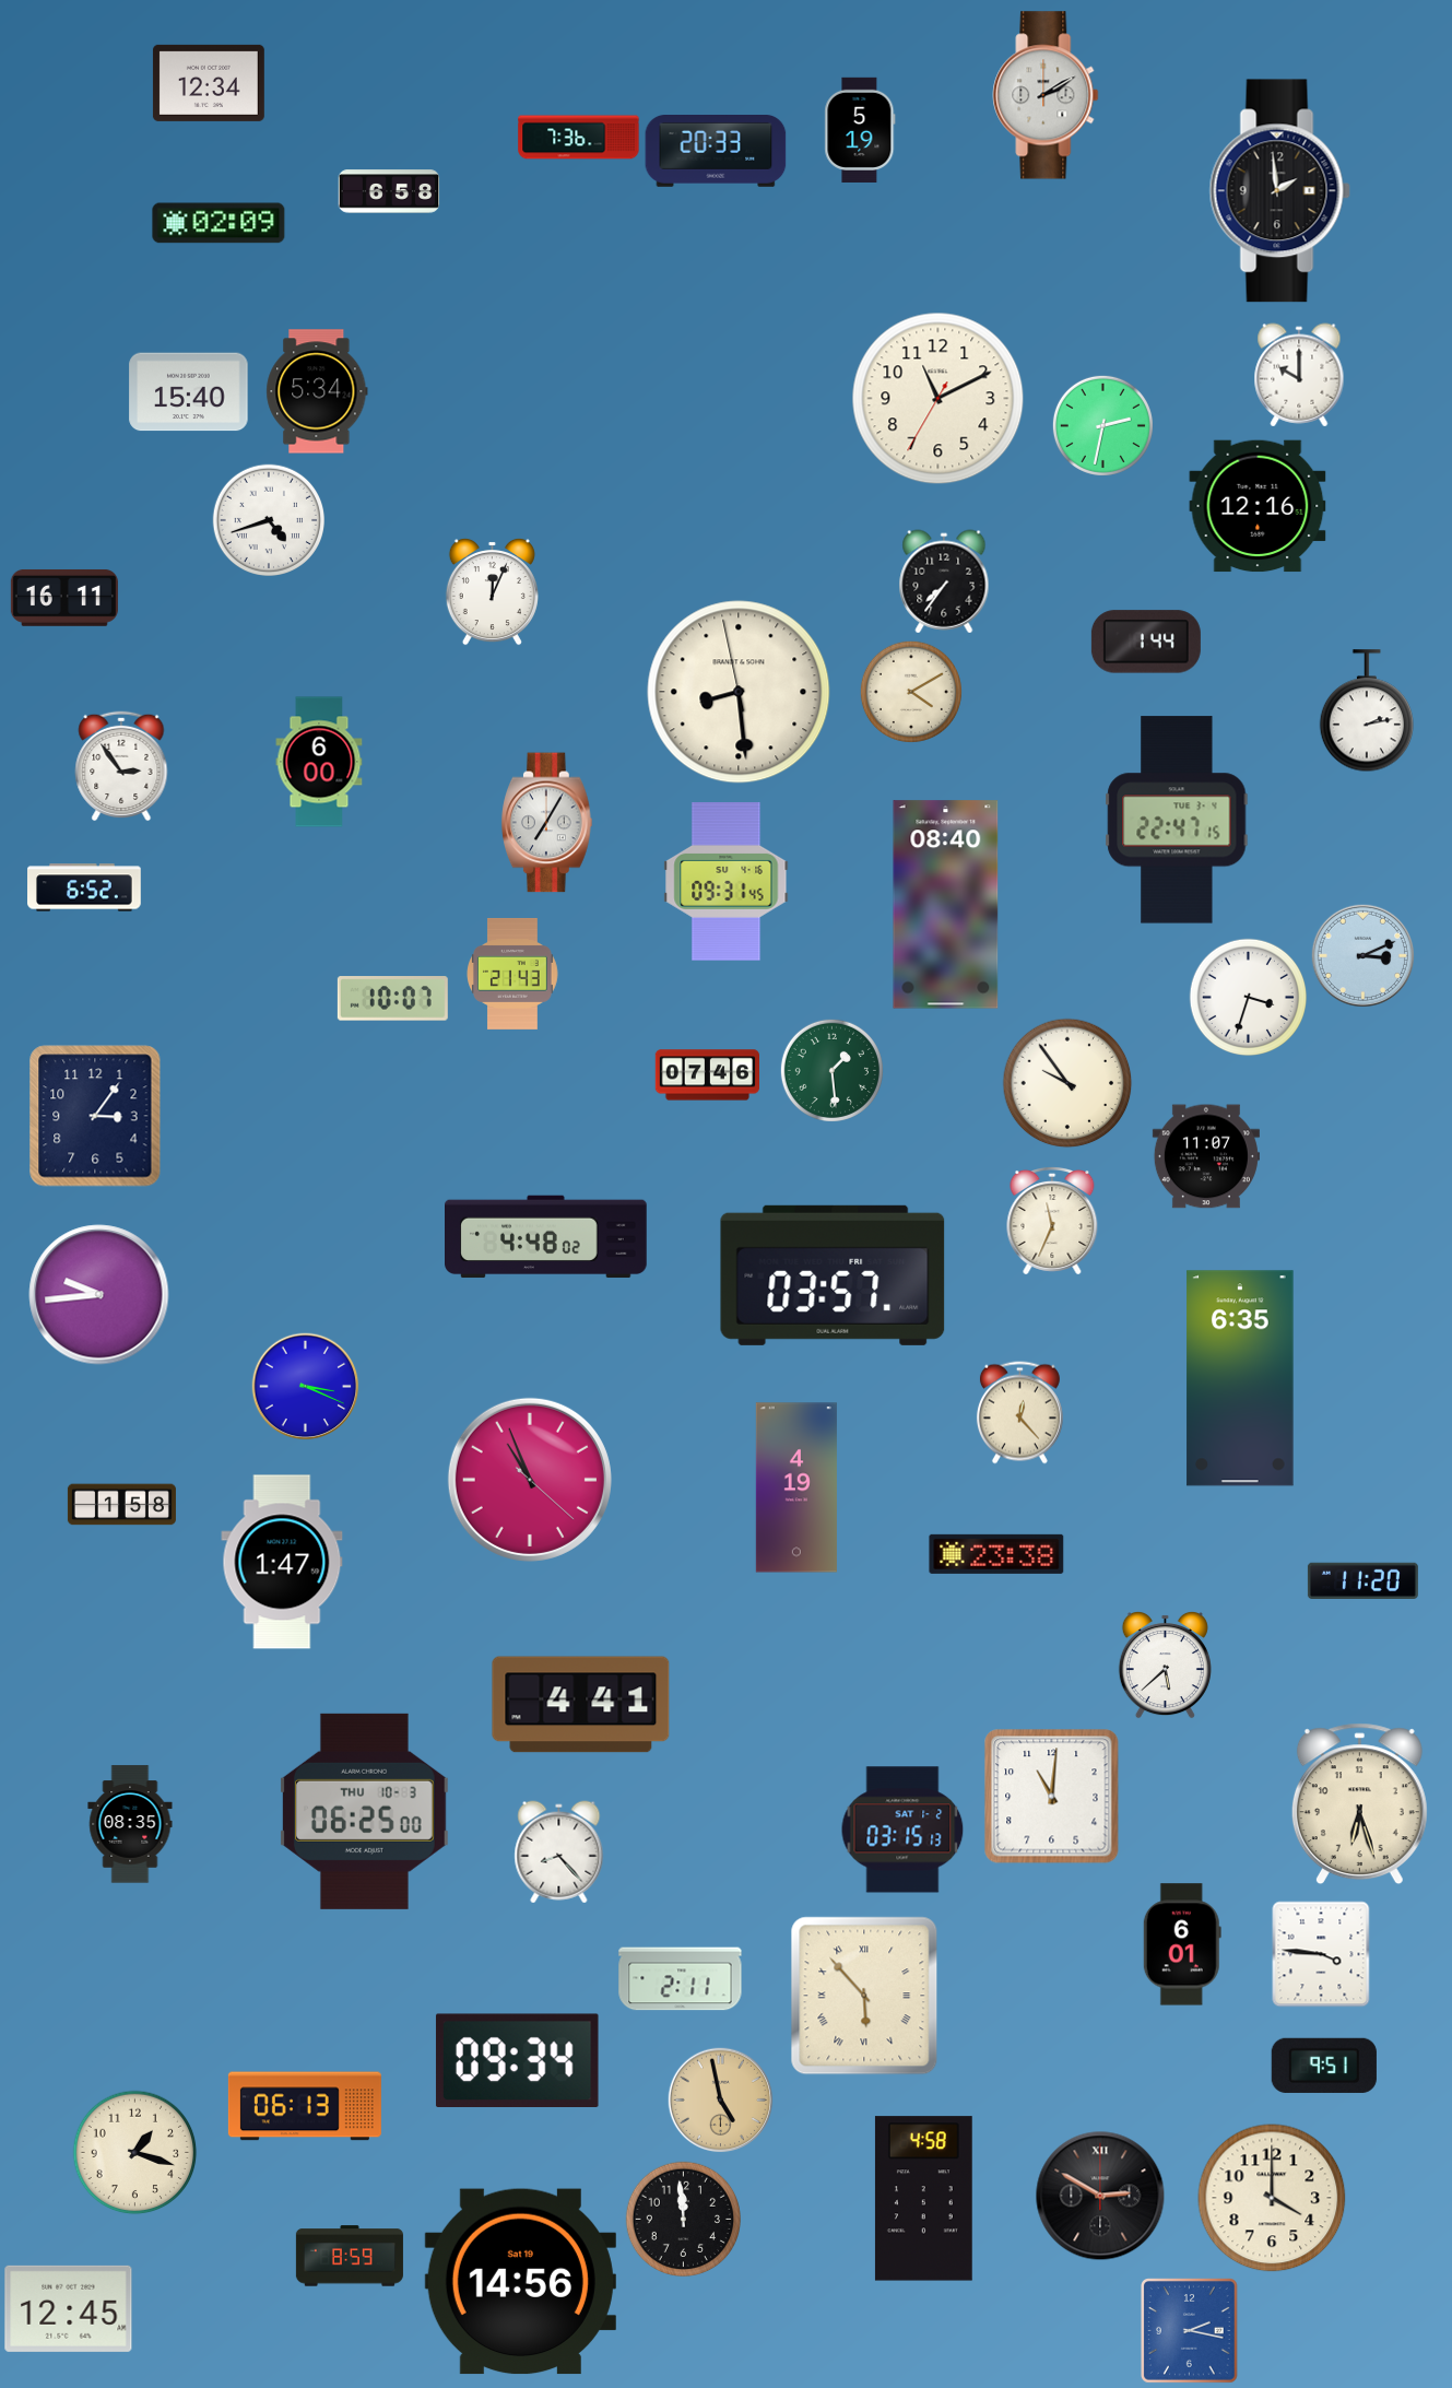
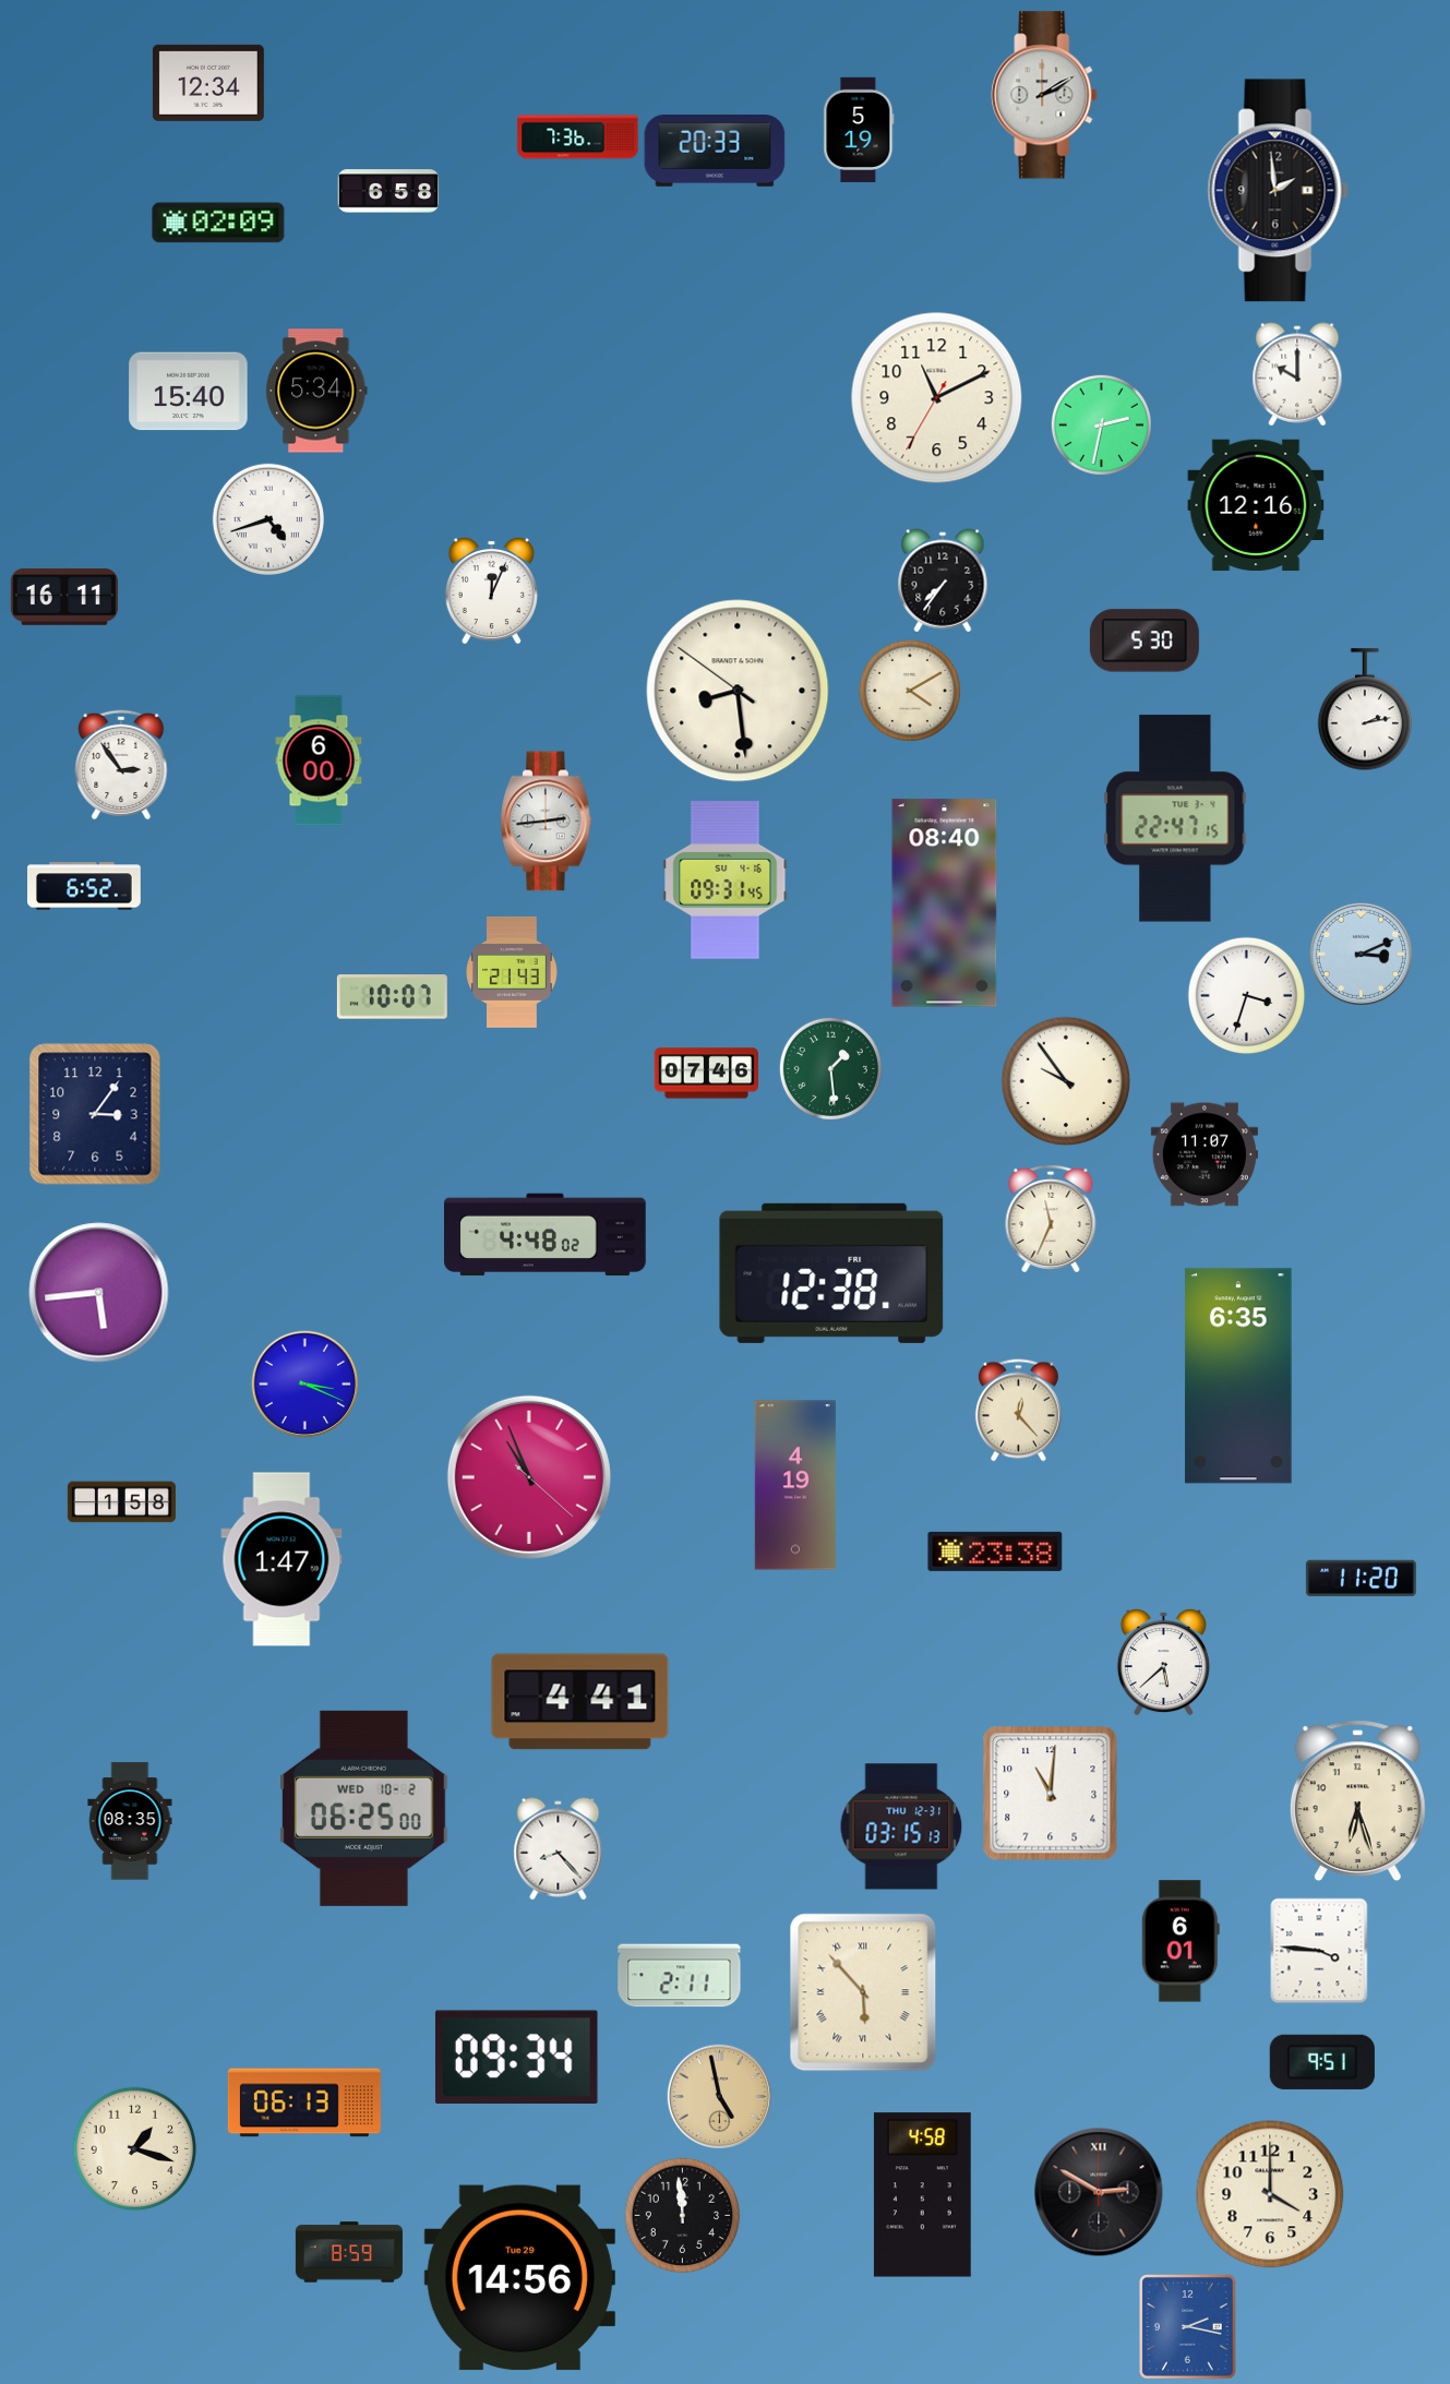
clock at (1146, 642): 1:44 -> 5:30
clock at (739, 692): 8:28:58 -> 8:28:51
clock at (547, 823): 7:05 -> 2:44
clock at (833, 1275): 03:57 -> 12:38
clock at (99, 1295): 9:44 -> 5:44
clock at (364, 1811) date: THU 10-3 -> WED 10-2
clock at (902, 1830) date: SAT 1-2 -> THU 12-31
clock at (520, 2282) date: Sat 19 -> Tue 29
clock at (69, 2308): 12:45 -> none
